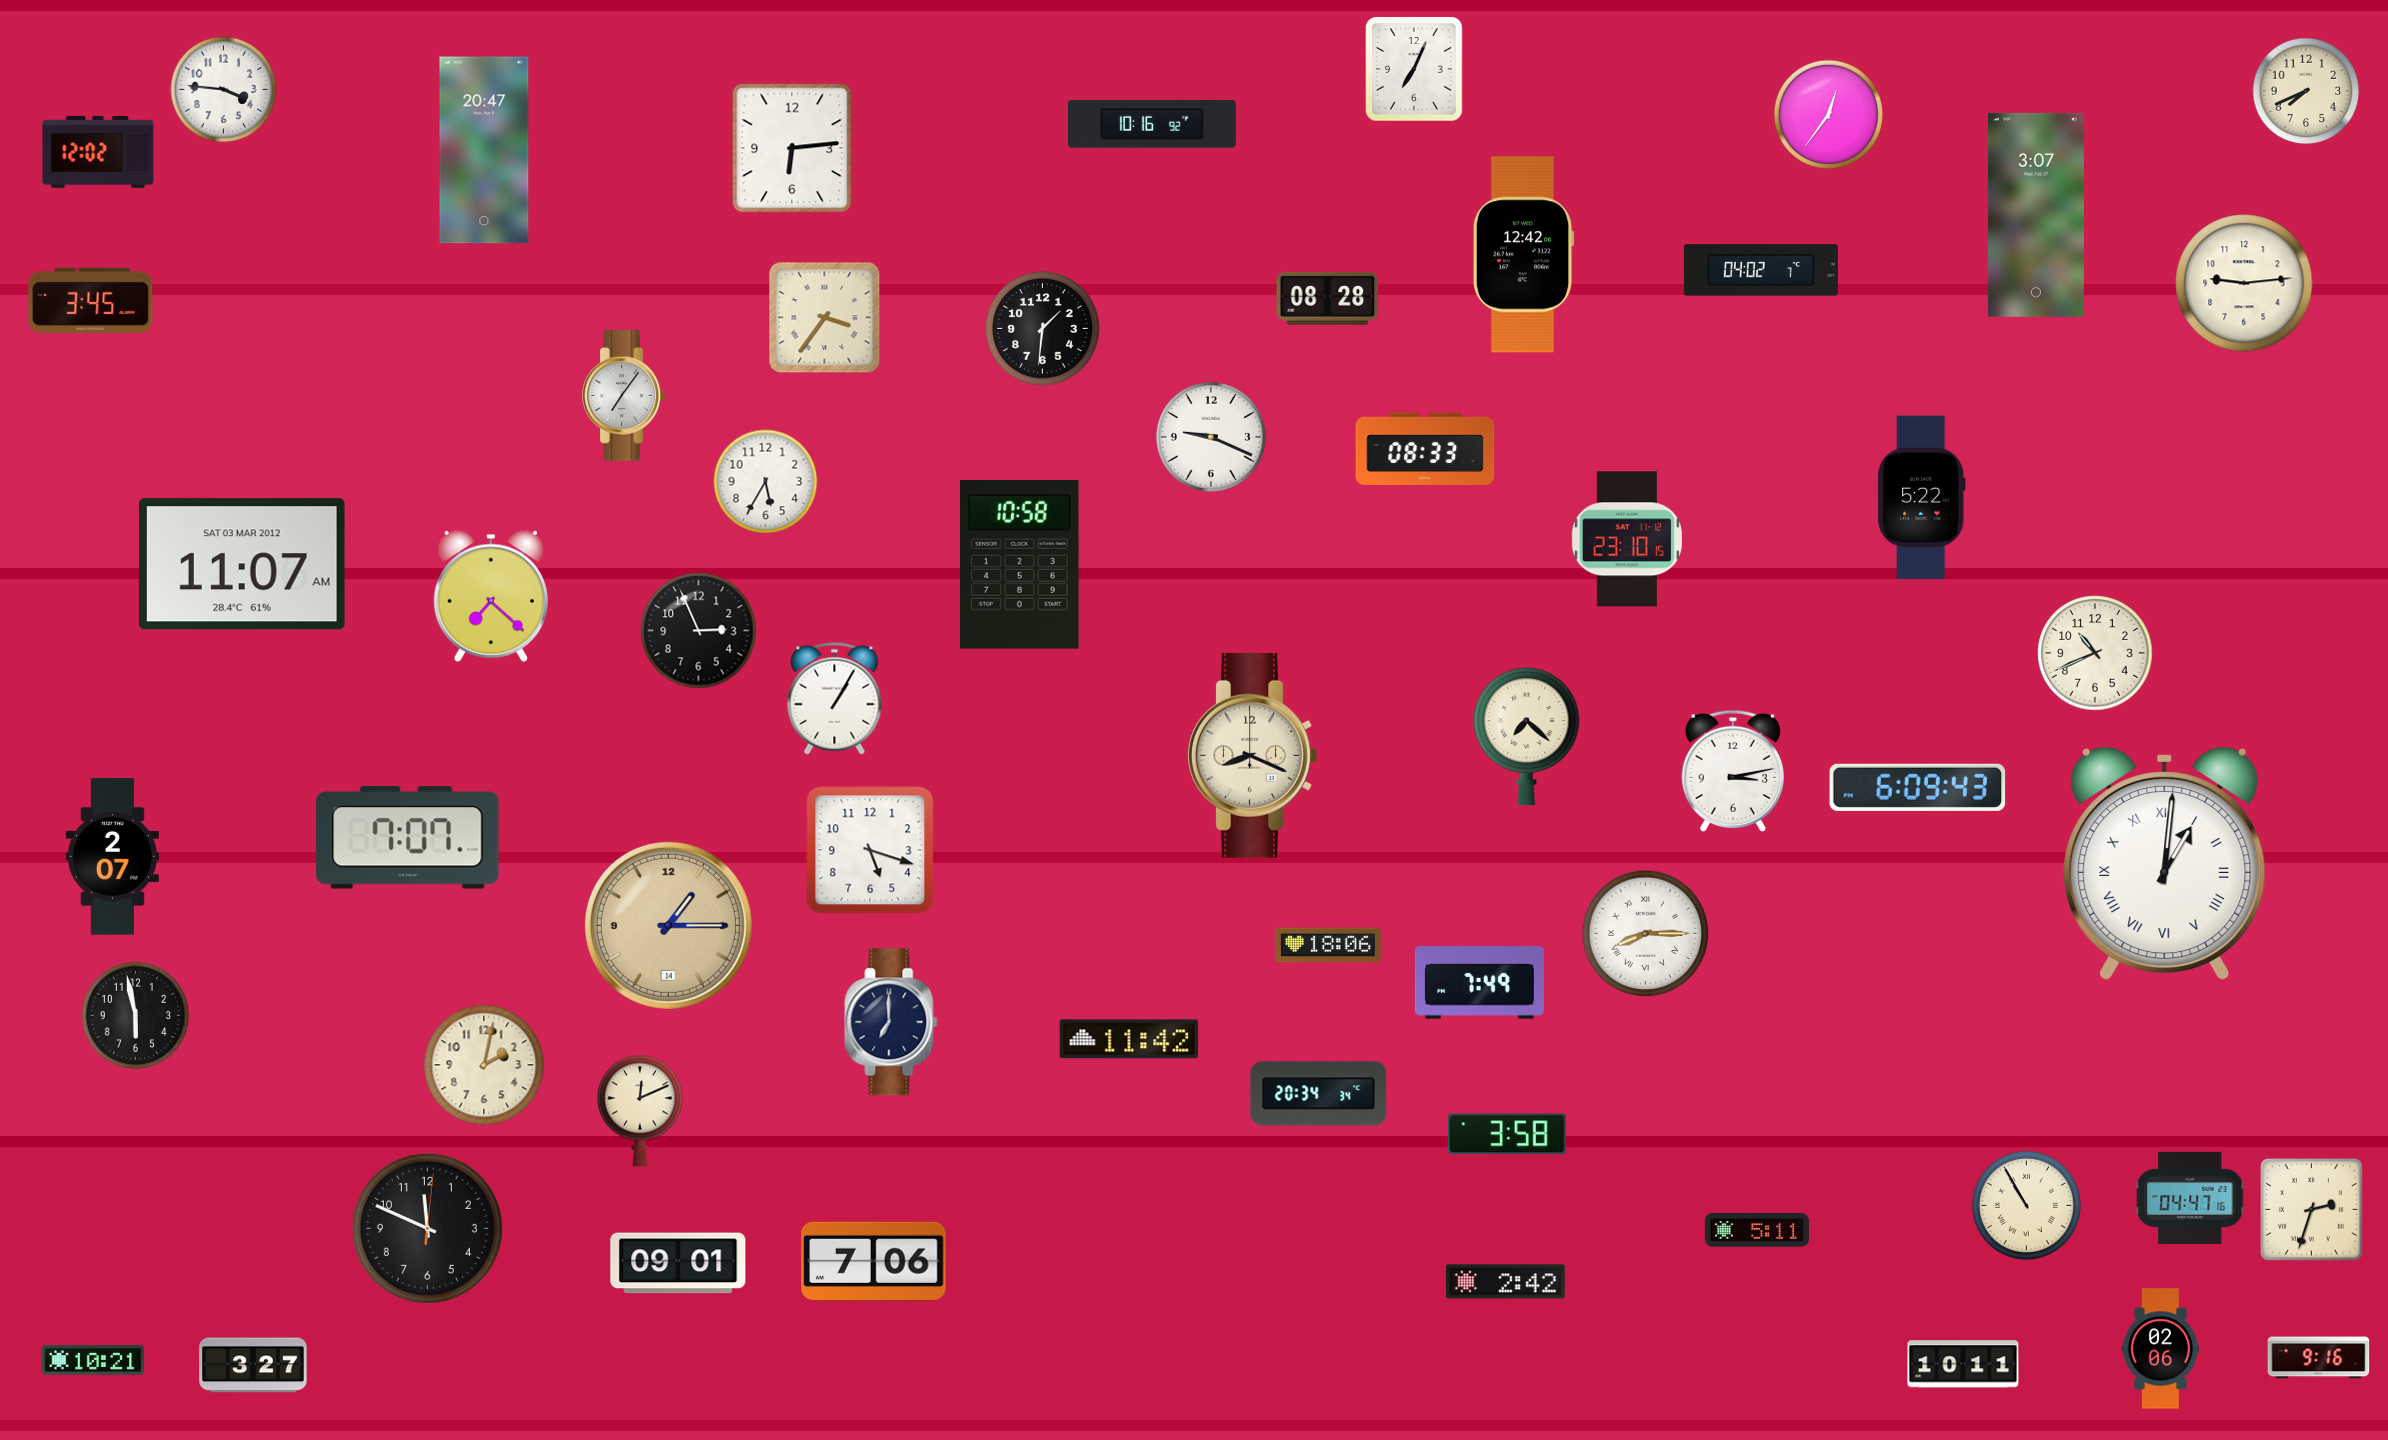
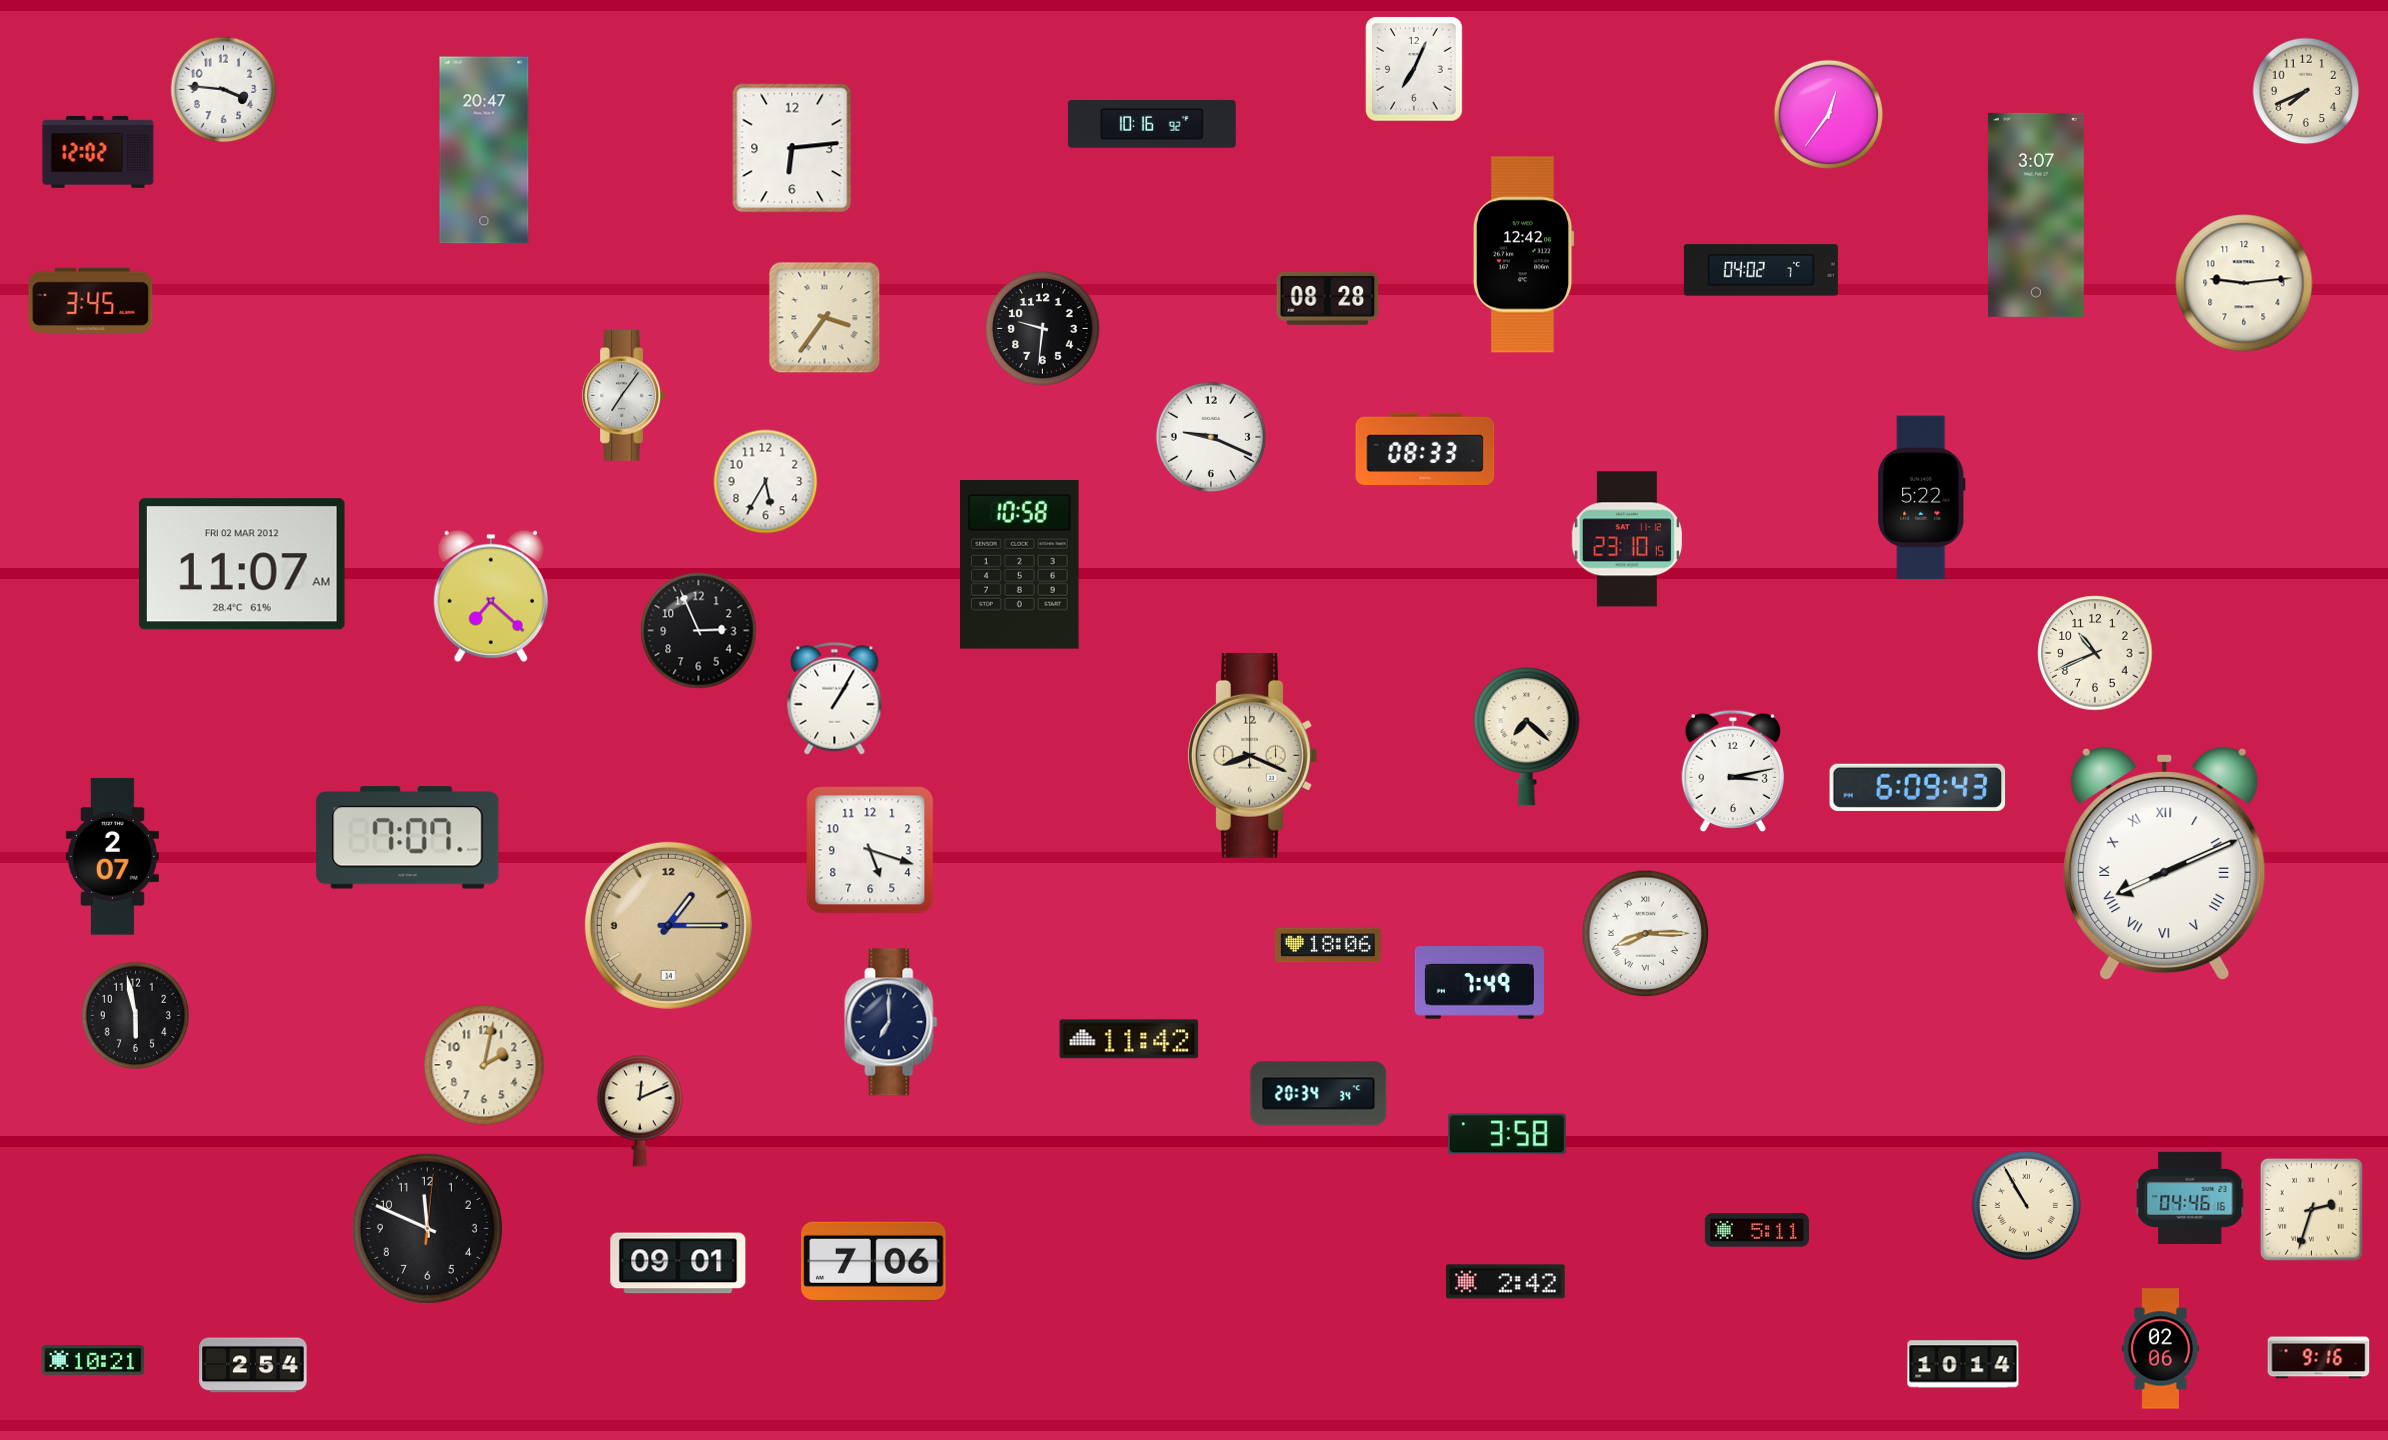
clock at (1043, 329): 1:31 -> 9:31
clock at (242, 564) date: SAT 03 MAR 2012 -> FRI 02 MAR 2012
clock at (2165, 864): 1:01 -> 8:11
clock at (2191, 1198): 04:47 -> 04:46
clock at (1963, 1364): 10:11 -> 10:14
clock at (253, 1365): 3:27 -> 2:54
